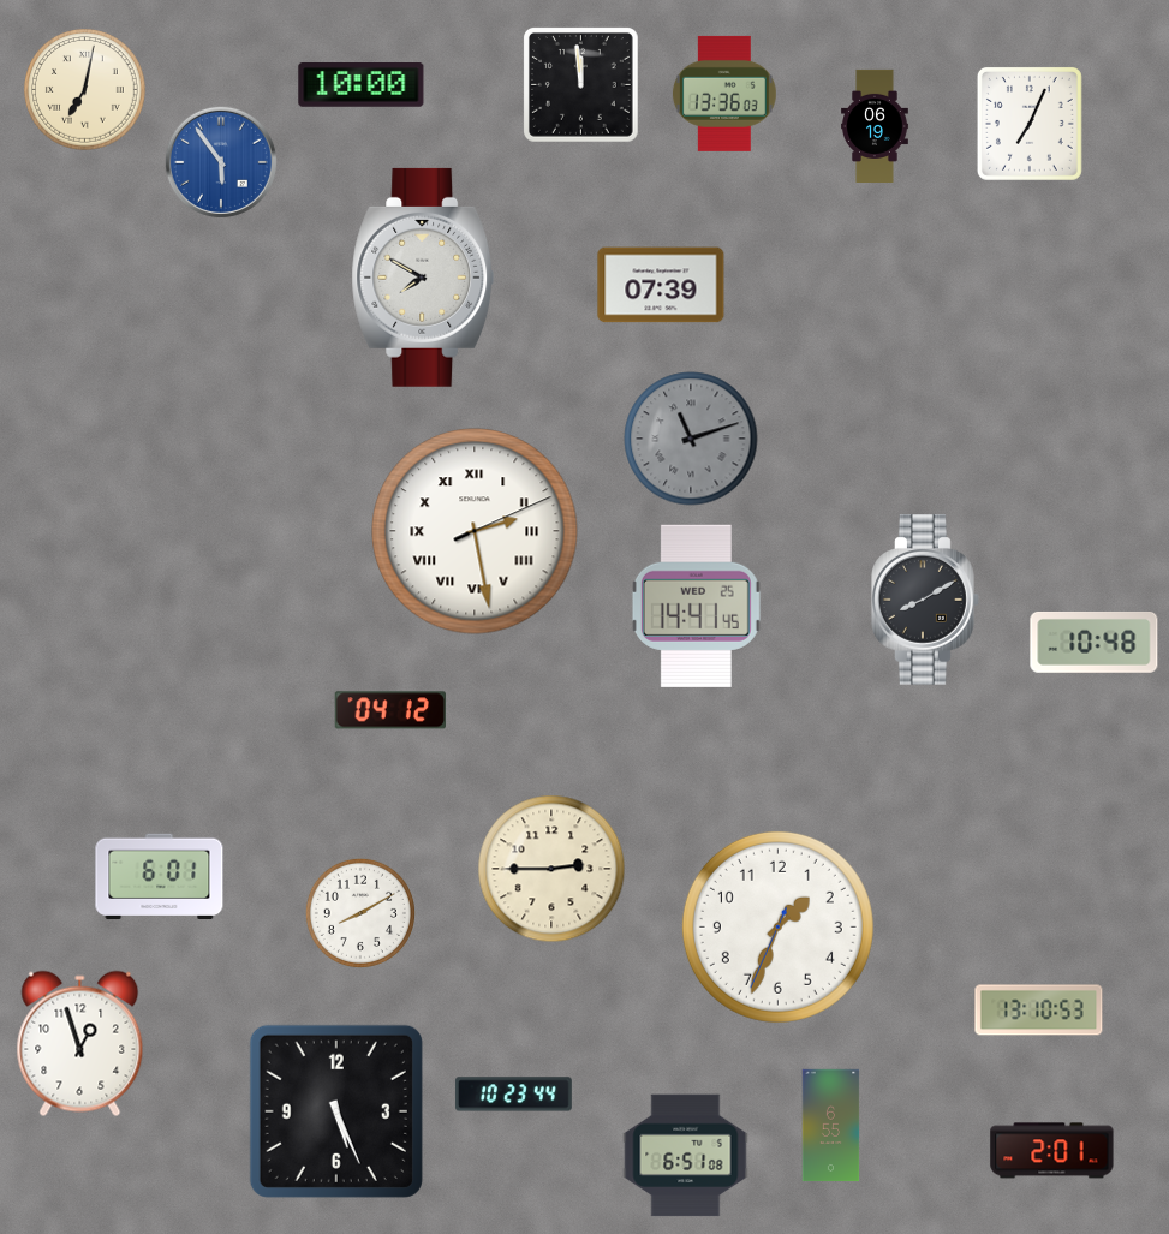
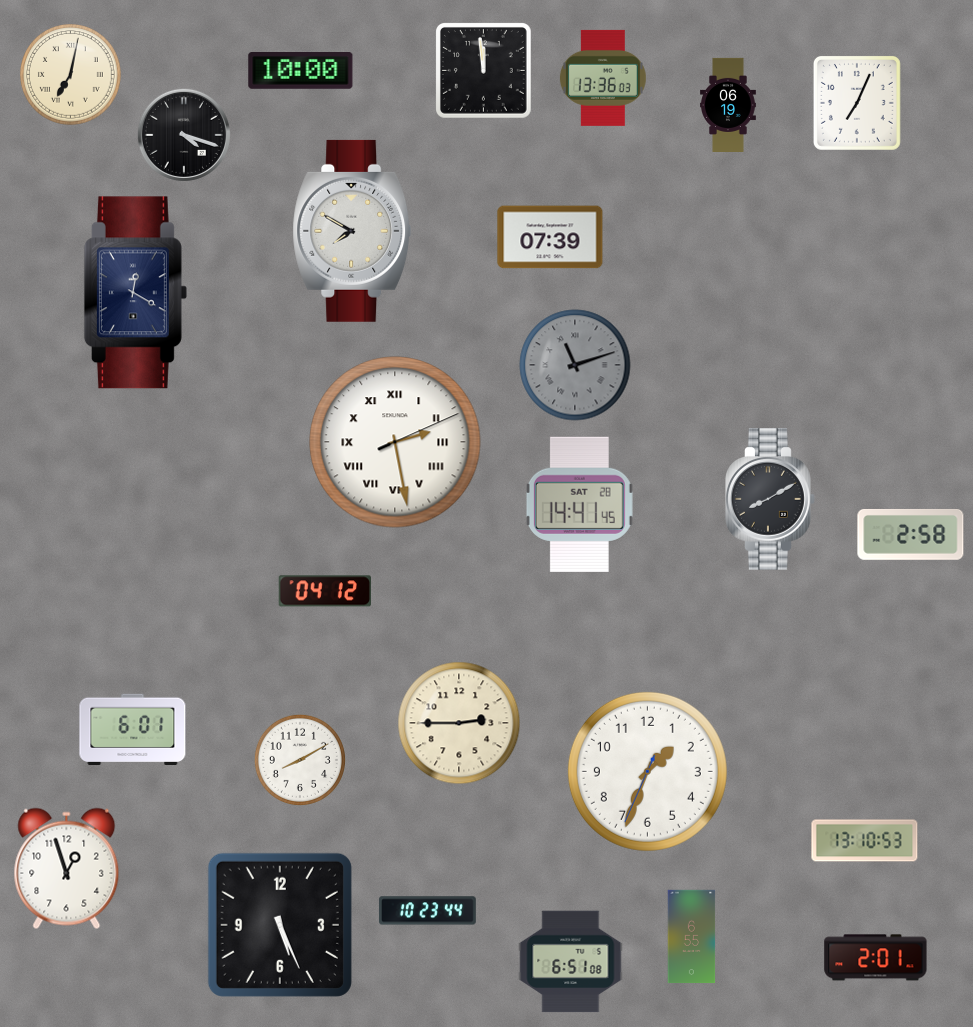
clock at (221, 162): 5:54 -> 4:18
clock at (221, 162) dial: blue -> black
clock at (135, 293): none -> 12:20
clock at (696, 606) date: WED 25 -> SAT 28
clock at (1095, 642): 10:48 -> 2:58
